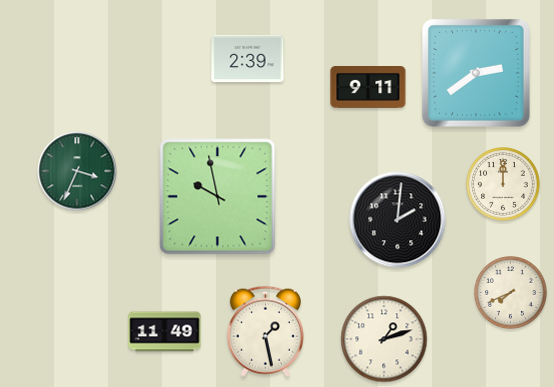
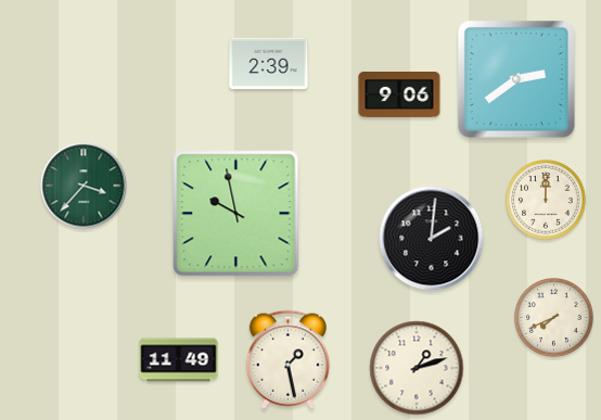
clock at (368, 88): 9:11 -> 9:06
clock at (77, 171): 3:34 -> 3:37
